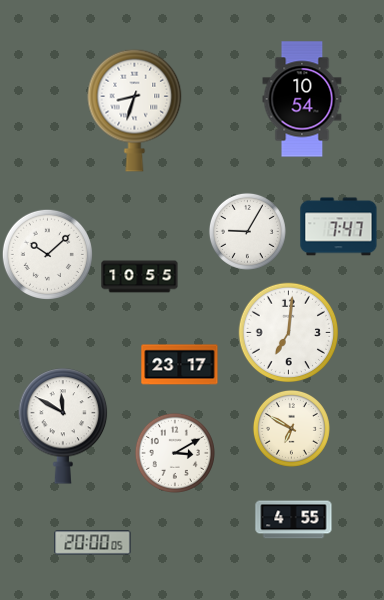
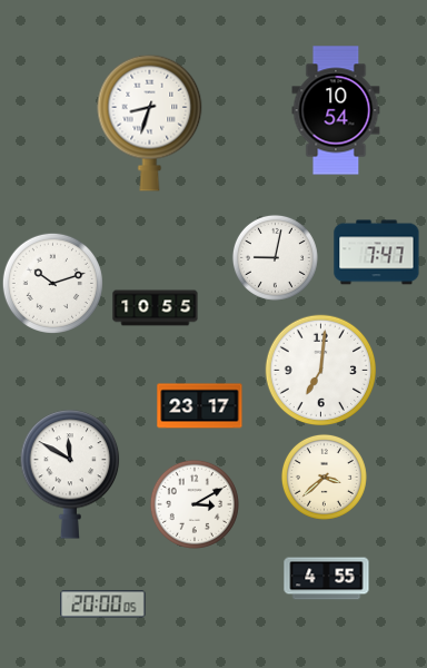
clock at (247, 231): 9:05 -> 9:02
clock at (47, 254): 10:08 -> 10:12
clock at (291, 428): 6:50 -> 3:38
